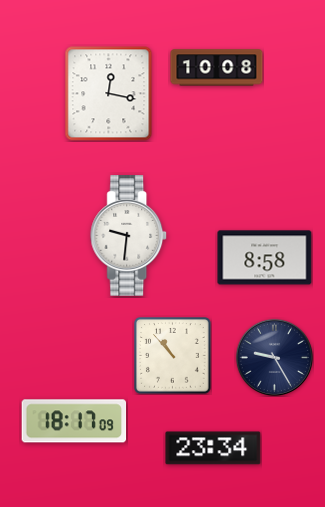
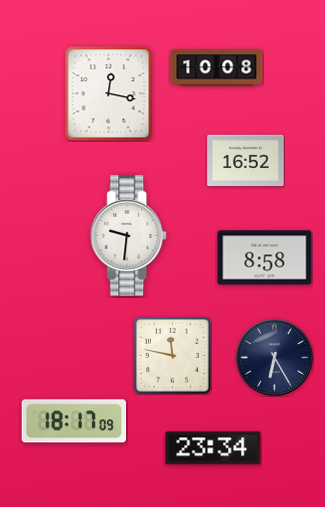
clock at (246, 161): none -> 16:52
clock at (173, 356): 10:53 -> 11:47
clock at (274, 357): 9:25 -> 6:25
